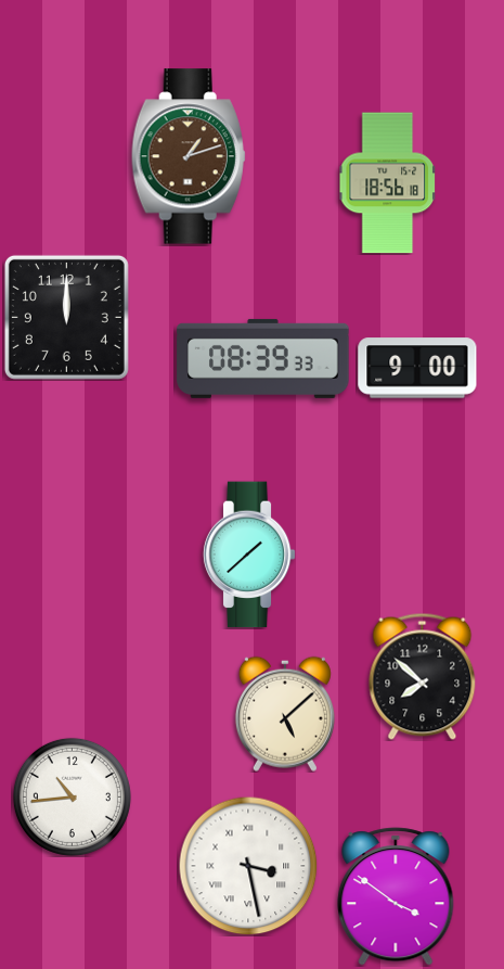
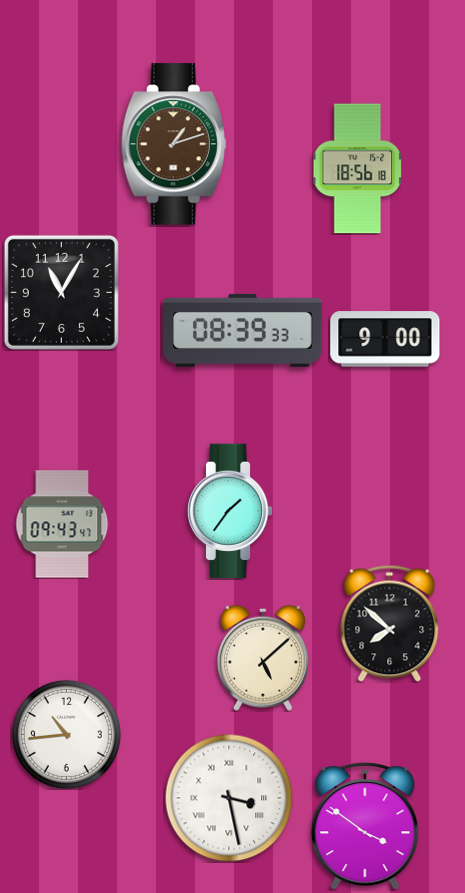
clock at (66, 317): 12:00 -> 11:05
clock at (249, 554): 1:38 -> 1:36
clock at (62, 524): none -> 09:43
